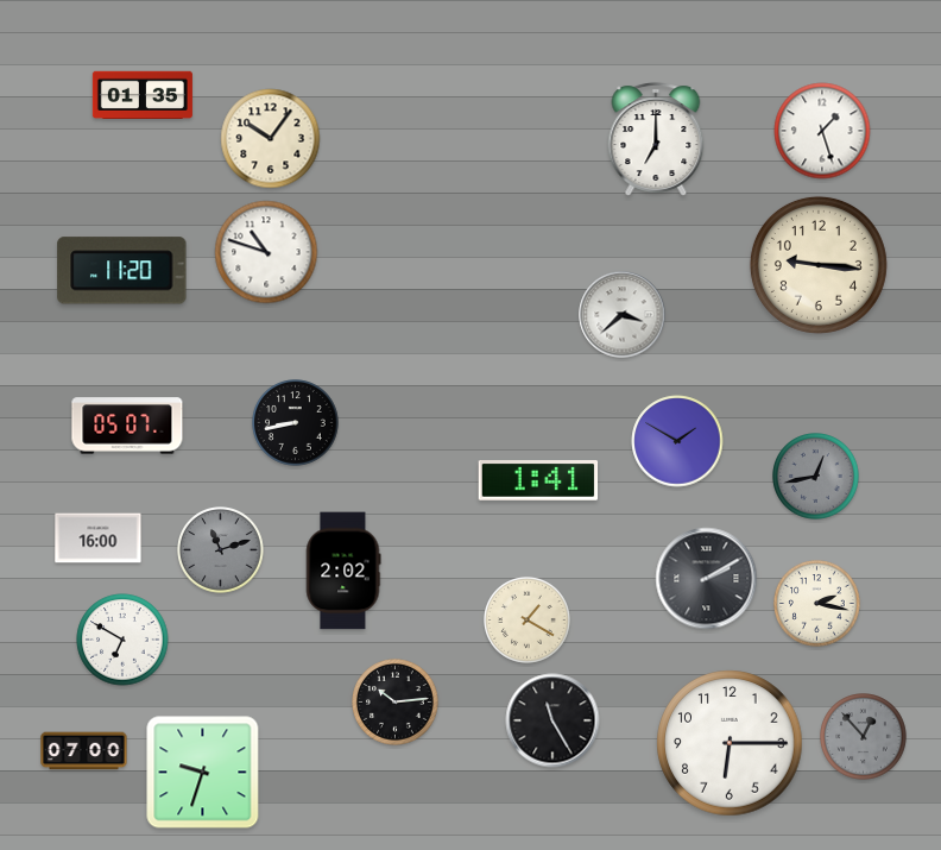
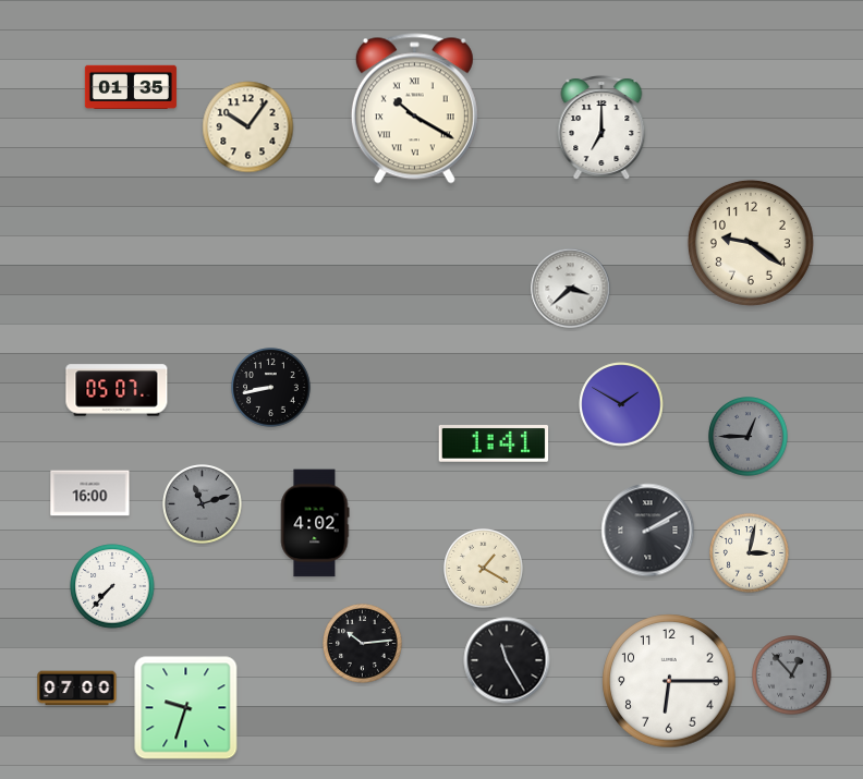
clock at (414, 109): none -> 10:20
clock at (822, 131): 1:27 -> none
clock at (266, 252): 10:48 -> none
clock at (819, 265): 9:16 -> 9:21
clock at (122, 271): 11:20 -> none
clock at (816, 477): 12:43 -> 12:45
clock at (538, 481) position: (538, 481) -> (494, 445)
clock at (343, 571): 2:02 -> 4:02
clock at (817, 604): 2:17 -> 3:02
clock at (122, 640): 6:50 -> 7:37
